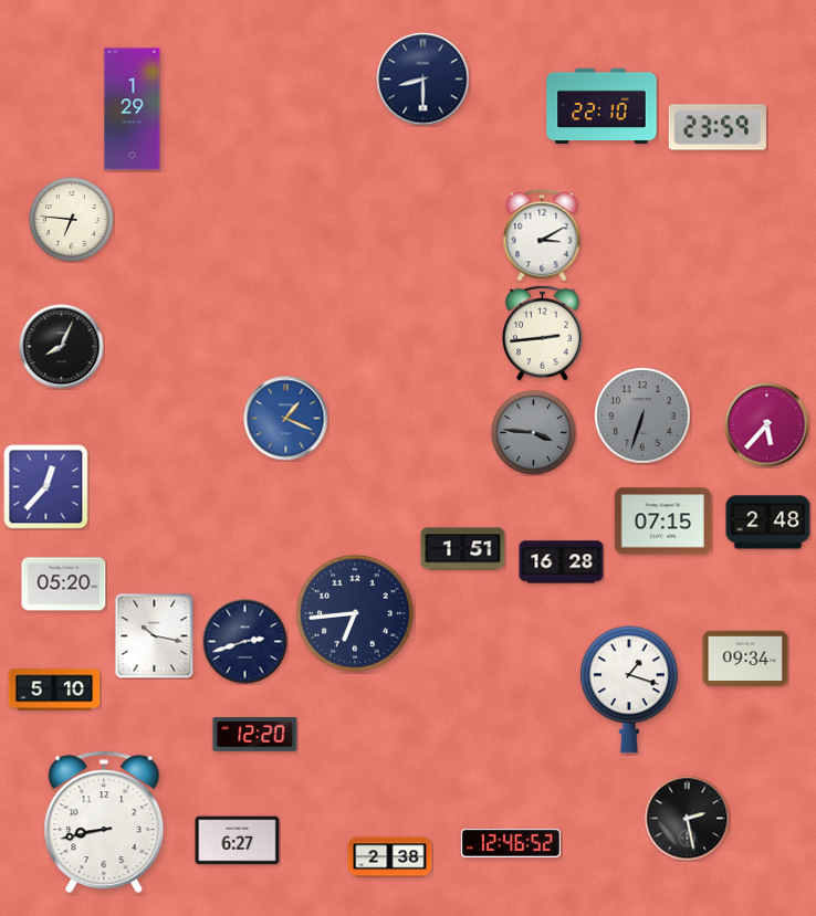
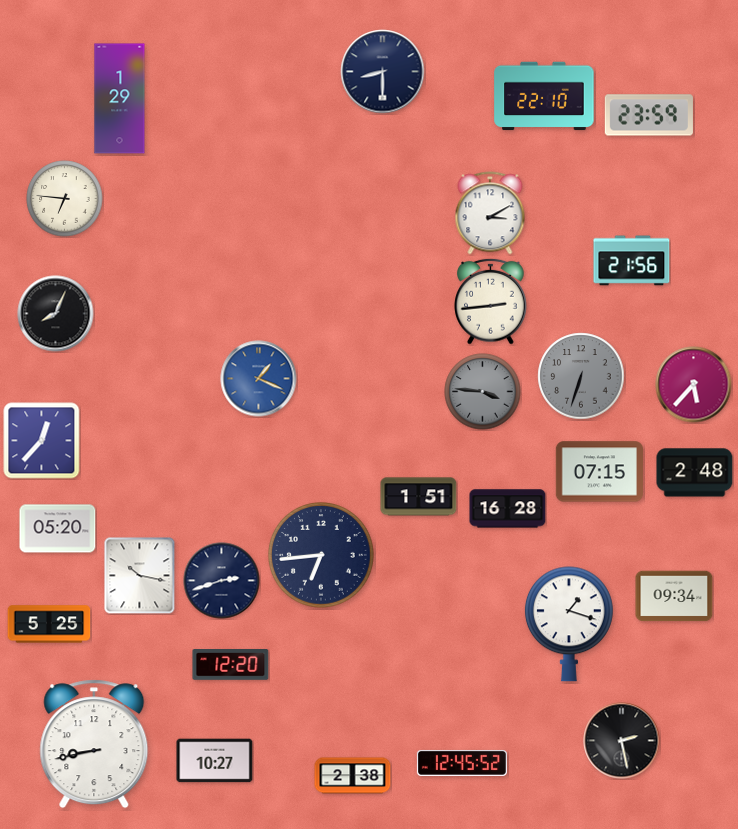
clock at (632, 261): none -> 21:56
clock at (54, 689): 5:10 -> 5:25
clock at (238, 841): 6:27 -> 10:27
clock at (511, 843): 12:46 -> 12:45
